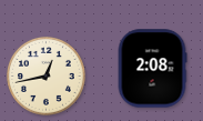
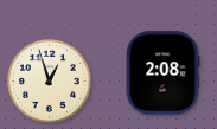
clock at (47, 77): 12:43 -> 12:57
